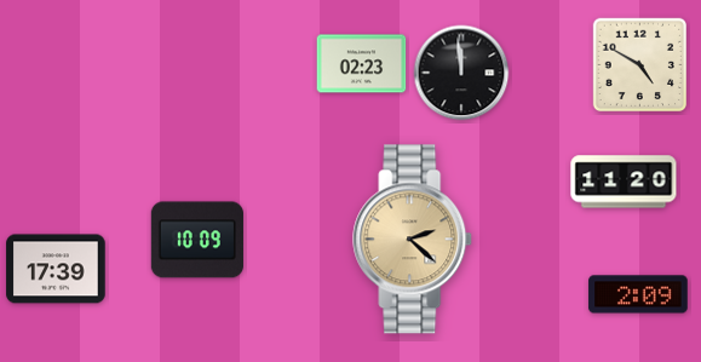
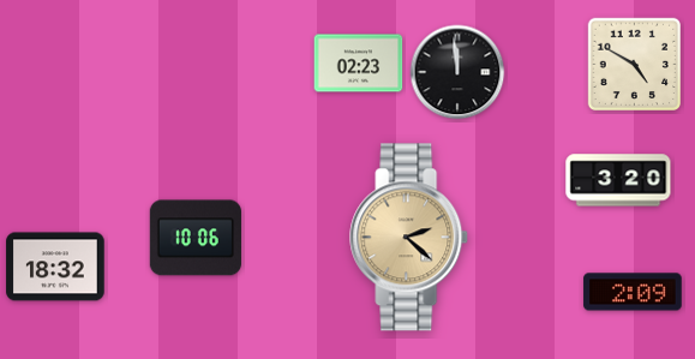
clock at (624, 182): 11:20 -> 3:20
clock at (197, 240): 10:09 -> 10:06
clock at (56, 269): 17:39 -> 18:32
